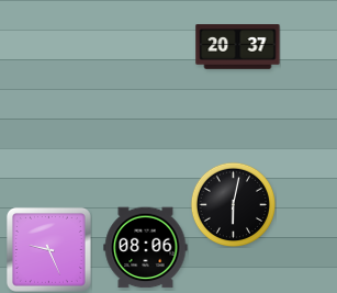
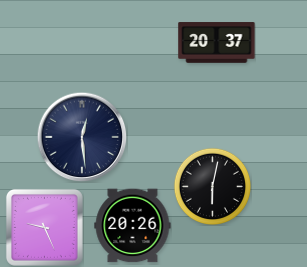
clock at (82, 137): none -> 12:29
clock at (146, 248): 08:06 -> 20:26
